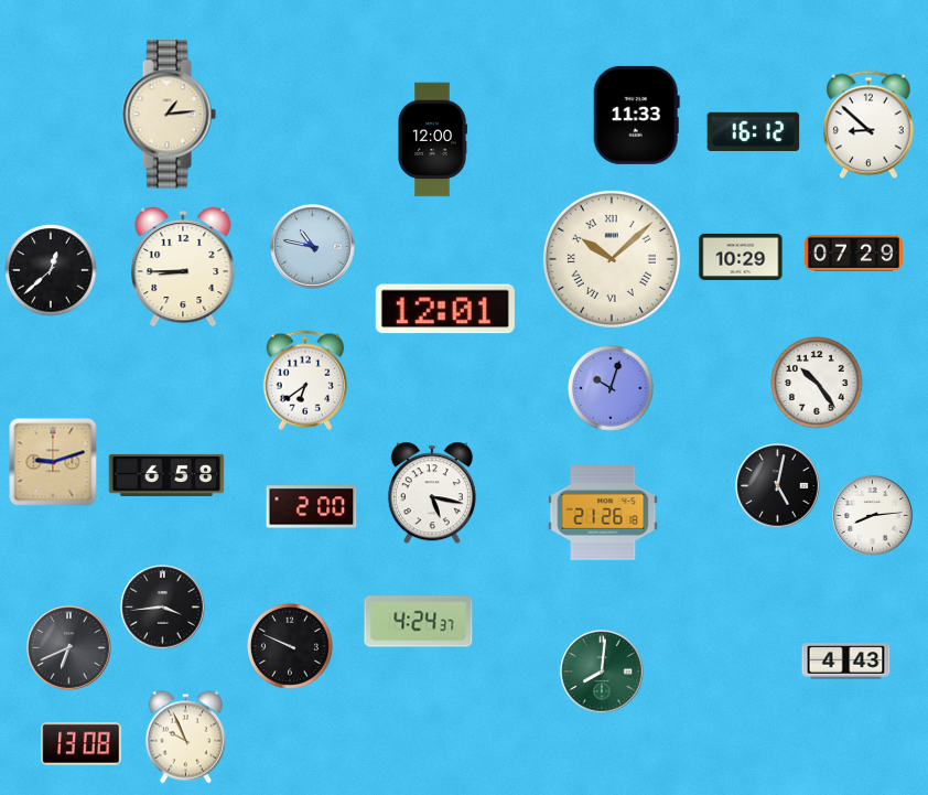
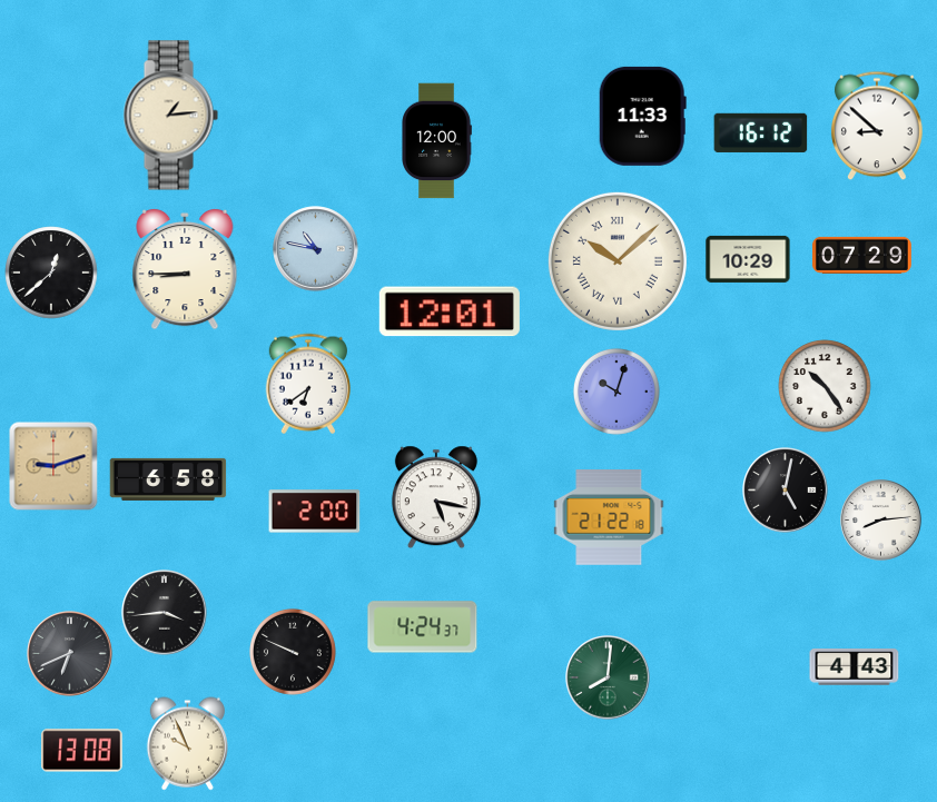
clock at (603, 513): 21:26 -> 21:22
